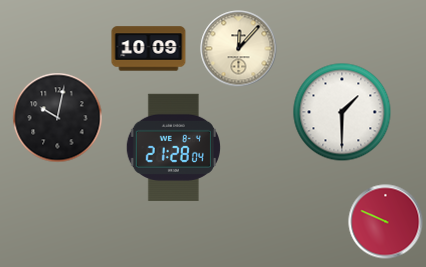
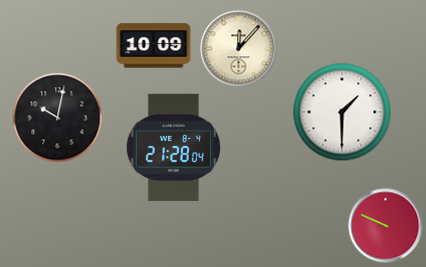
clock at (149, 49) position: (149, 49) -> (154, 46)
clock at (386, 222) position: (386, 222) -> (386, 226)
